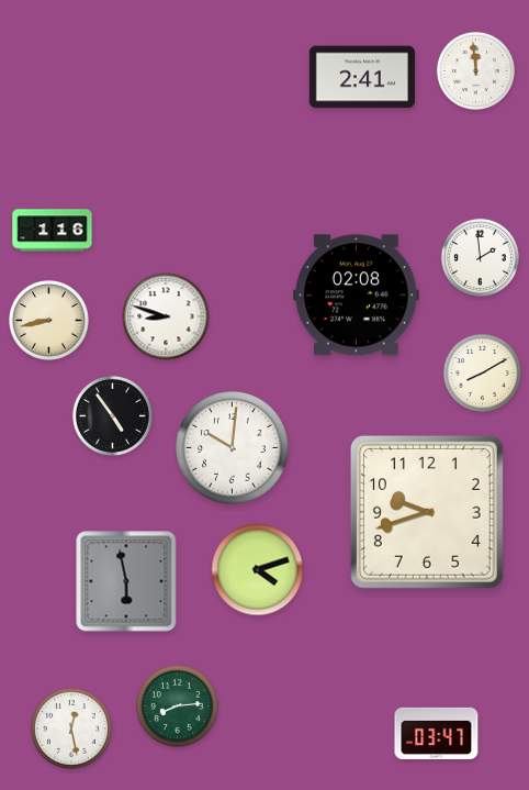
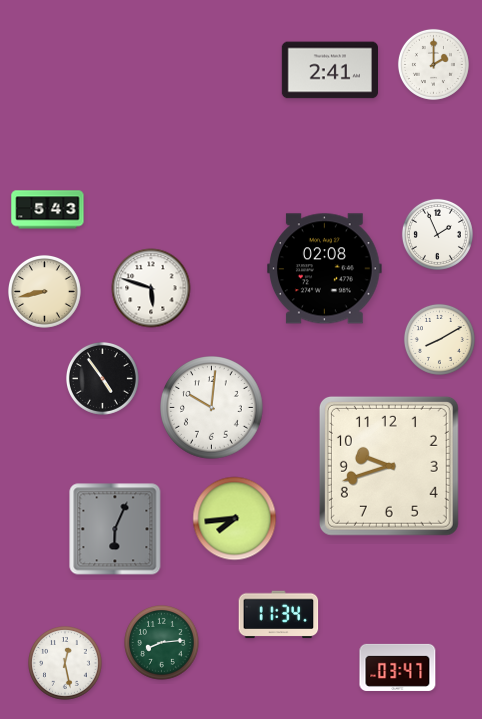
clock at (475, 70): 11:59 -> 2:00
clock at (53, 231): 1:16 -> 5:43
clock at (480, 257): 1:59 -> 1:56
clock at (166, 316): 8:48 -> 5:48
clock at (258, 570): 4:12 -> 7:44
clock at (126, 581): 5:58 -> 6:04
clock at (279, 615): none -> 11:34
